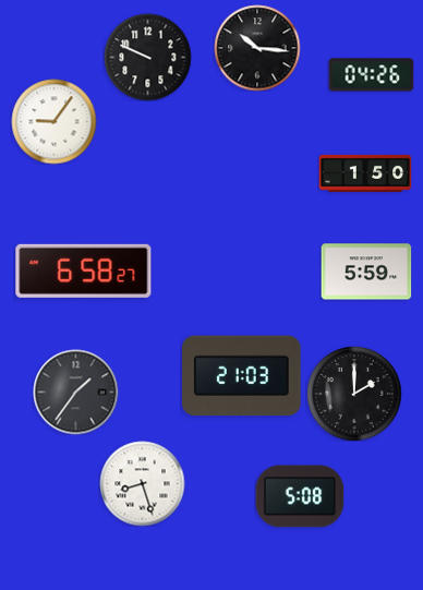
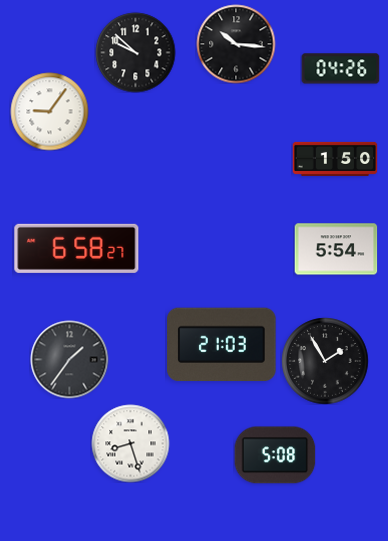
clock at (147, 57): 9:49 -> 9:52
clock at (366, 272): 5:59 -> 5:54
clock at (354, 394): 2:00 -> 1:55
